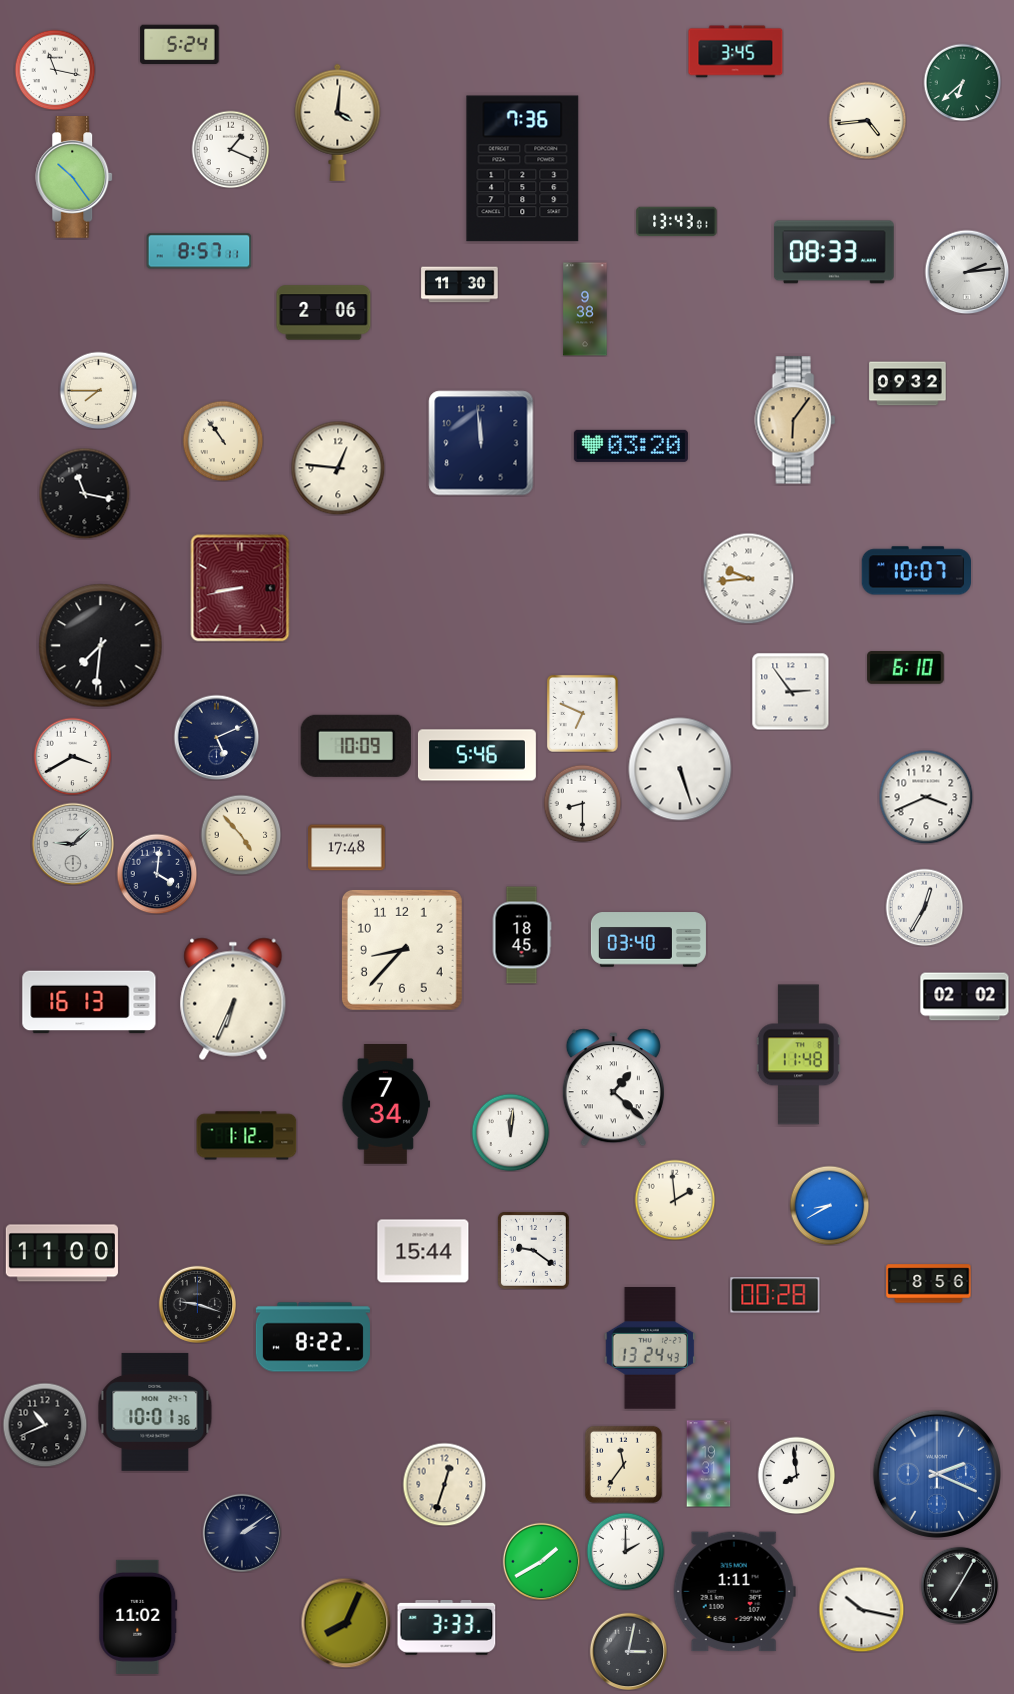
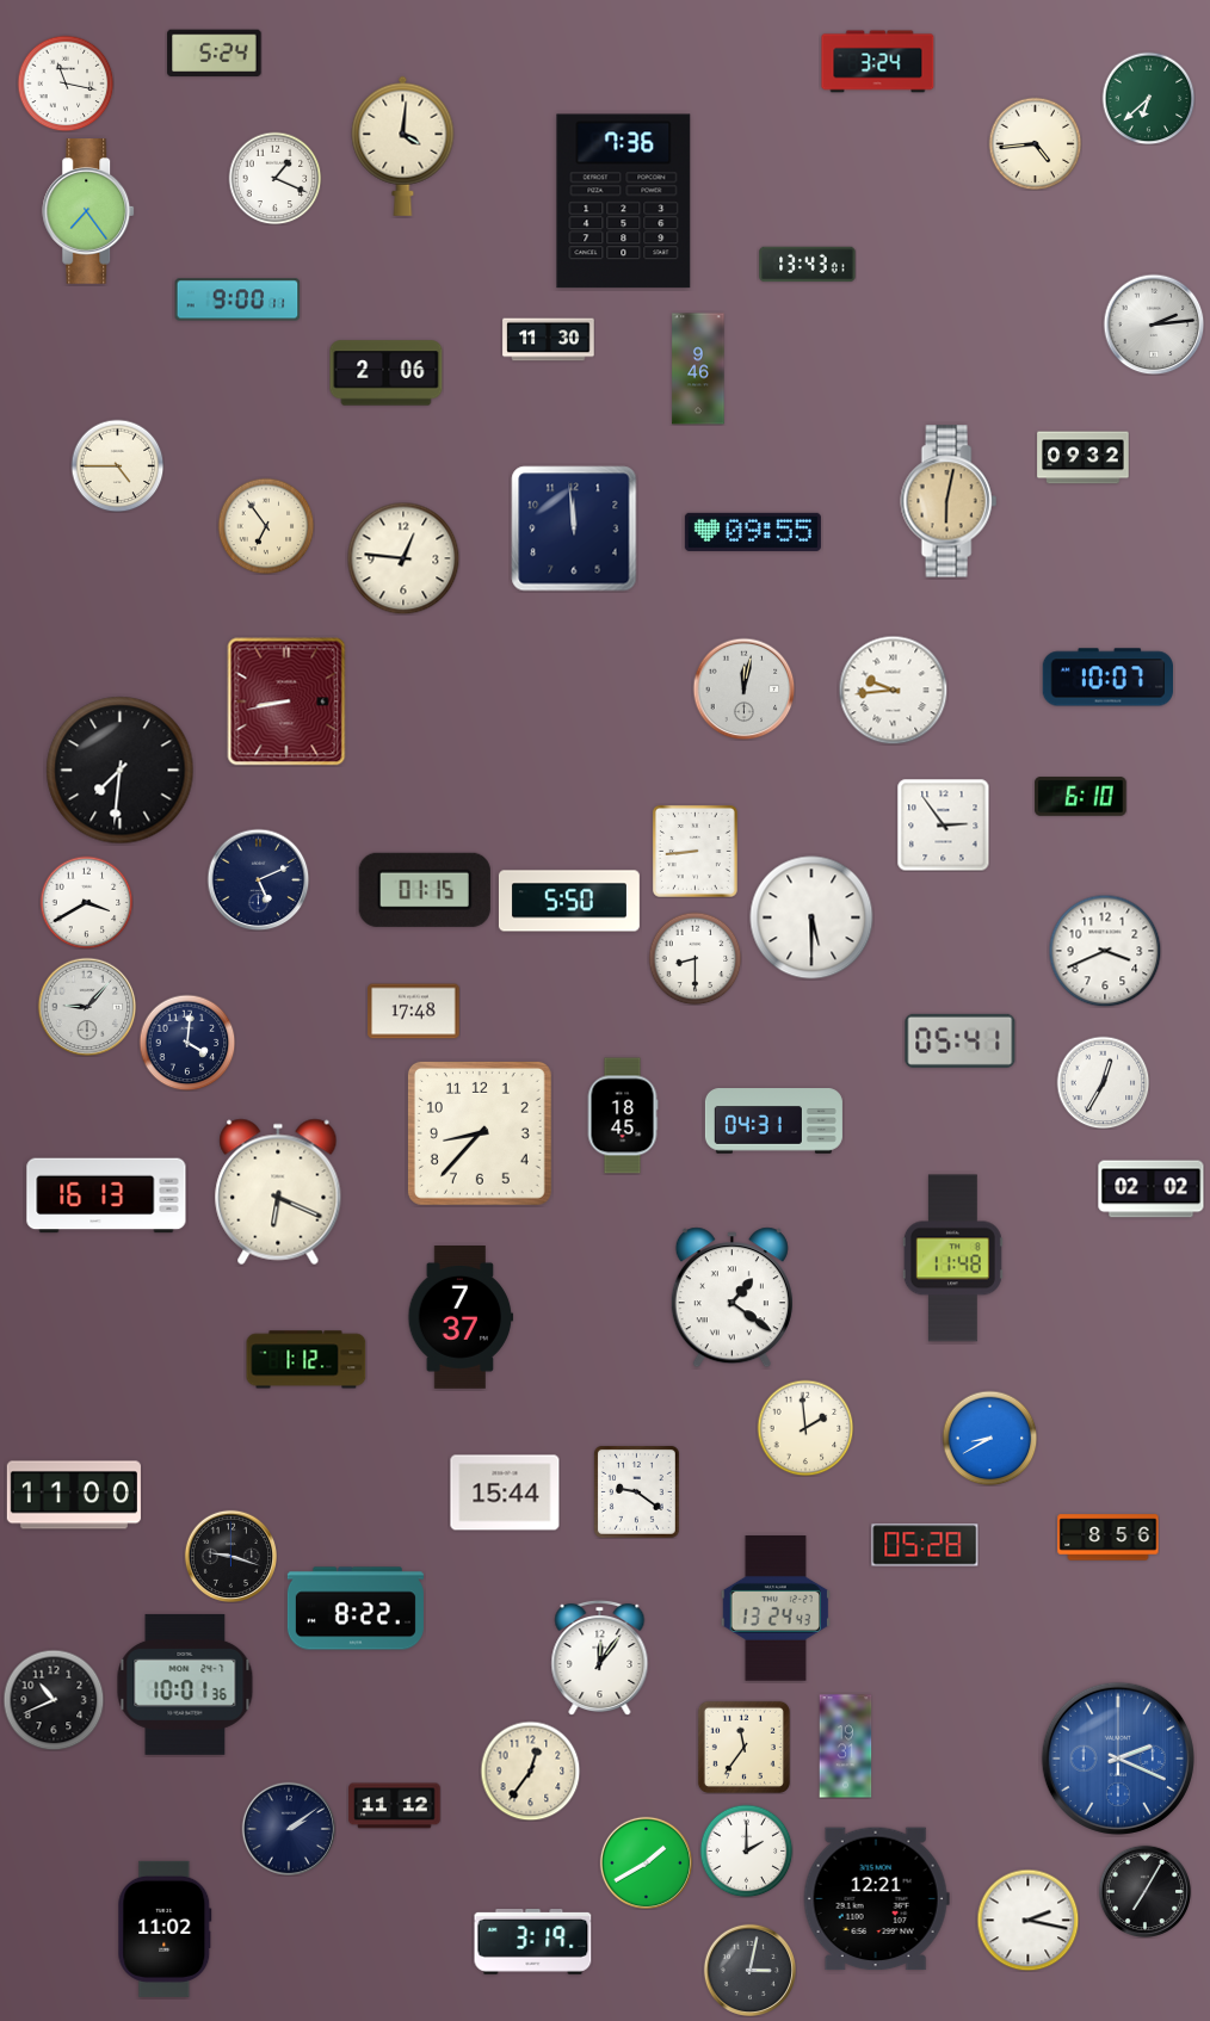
clock at (736, 52): 3:45 -> 3:24
clock at (75, 177): 10:24 -> 7:24
clock at (199, 251): 8:57 -> 9:00
clock at (834, 252): 08:33 -> none
clock at (585, 309): 9:38 -> 9:46
clock at (98, 390): 7:45 -> 4:45
clock at (795, 420): 6:06 -> 6:02
clock at (223, 441): 10:54 -> 6:54
clock at (631, 446): 03:20 -> 09:55
clock at (84, 493): 11:17 -> none
clock at (916, 571) position: (916, 571) -> (1107, 678)
clock at (743, 688): none -> 12:02
clock at (582, 713): 6:49 -> 8:44
clock at (356, 746): 10:09 -> 01:15
clock at (477, 755): 5:46 -> 5:50
clock at (680, 769): 5:27 -> 5:30
clock at (241, 835): 4:53 -> none
clock at (73, 844): 9:08 -> 9:07
clock at (961, 1040): none -> 05:41
clock at (648, 940): 03:40 -> 04:31
clock at (233, 999): 6:34 -> 6:19
clock at (613, 1088): 1:22 -> 1:21
clock at (386, 1105): 7:34 -> 7:37
clock at (510, 1132): 12:01 -> none
clock at (247, 1136) position: (247, 1136) -> (307, 1360)
clock at (675, 1200) position: (675, 1200) -> (805, 1428)
clock at (929, 1284) position: (929, 1284) -> (1109, 1538)
clock at (775, 1295): 00:28 -> 05:28
clock at (197, 1304) position: (197, 1304) -> (230, 1556)
clock at (313, 1337) position: (313, 1337) -> (356, 1608)
clock at (600, 1657): none -> 12:06
clock at (796, 1475): 7:59 -> none
clock at (444, 1484): 12:33 -> 12:36
clock at (395, 1806): none -> 11:12
clock at (734, 1592): 1:11 -> 12:21
clock at (861, 1609): 10:17 -> 2:17
clock at (346, 1623): 8:04 -> none
clock at (447, 1627): 3:33 -> 3:19
